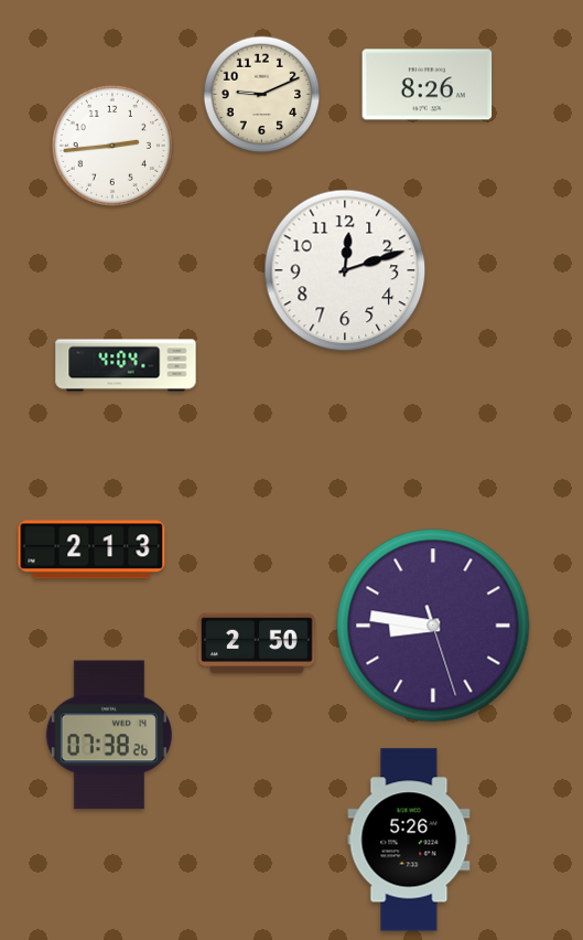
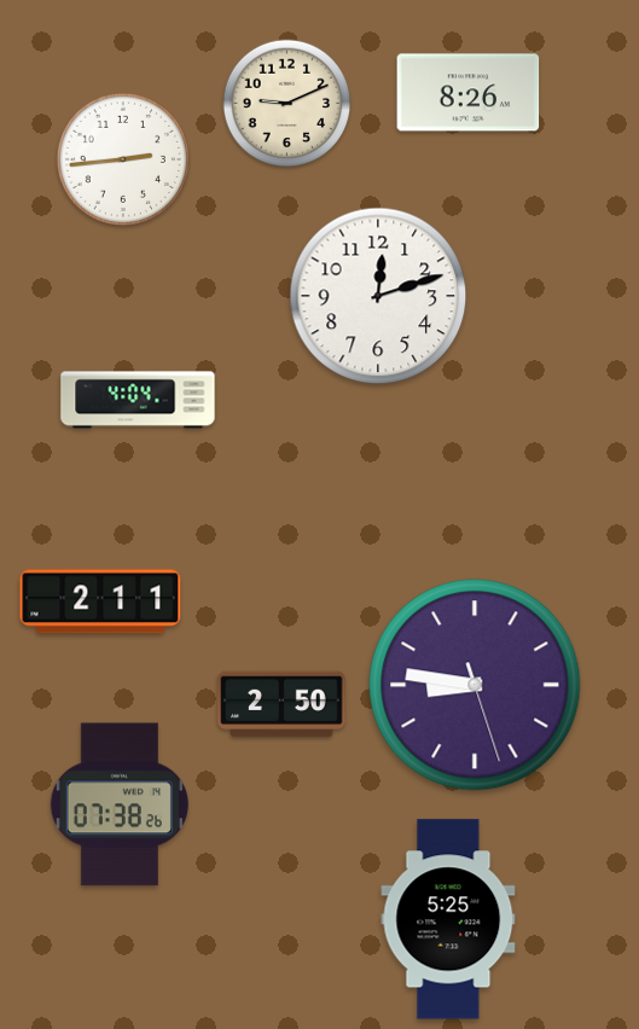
clock at (91, 549): 2:13 -> 2:11
clock at (409, 840): 5:26 -> 5:25
